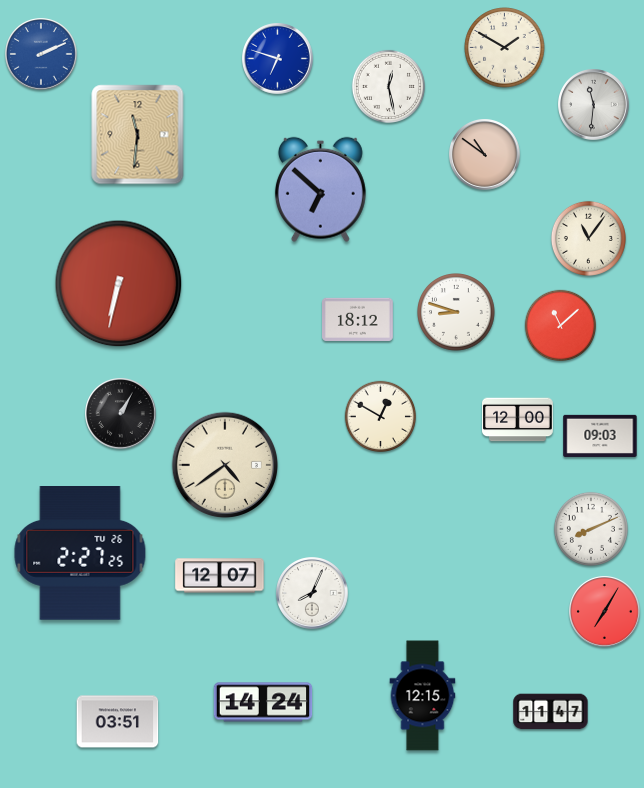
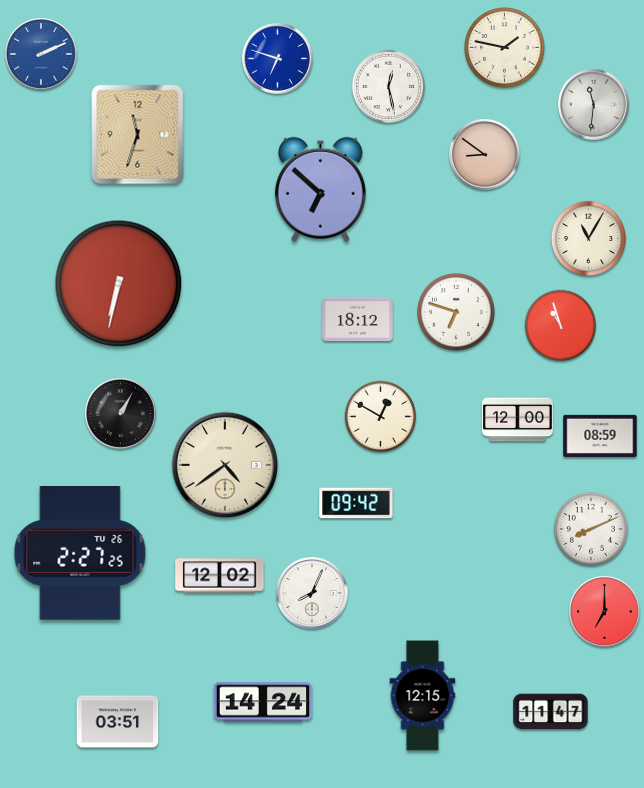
clock at (505, 48): 1:50 -> 1:47
clock at (138, 135): 11:31 -> 11:33
clock at (485, 155): 10:51 -> 8:51
clock at (588, 238): 11:06 -> 11:05
clock at (457, 313): 8:48 -> 6:48
clock at (561, 326): 11:08 -> 10:57
clock at (600, 435): 09:03 -> 08:59
clock at (356, 503): none -> 09:42
clock at (220, 576): 12:07 -> 12:02
clock at (605, 612): 7:05 -> 7:00
